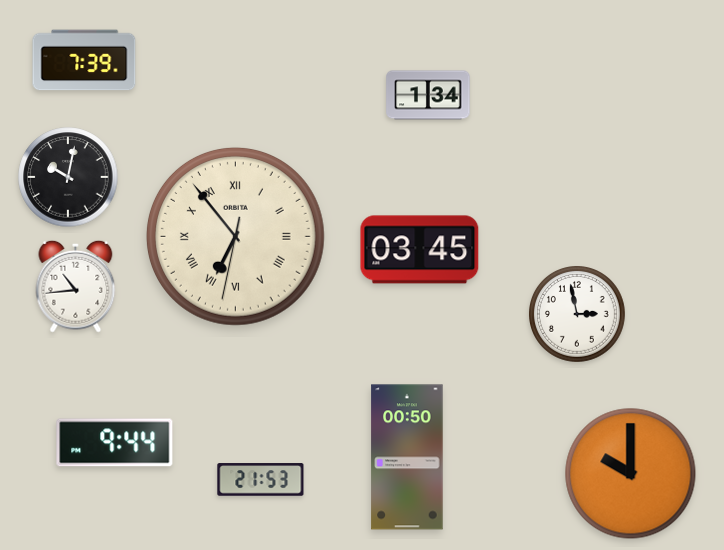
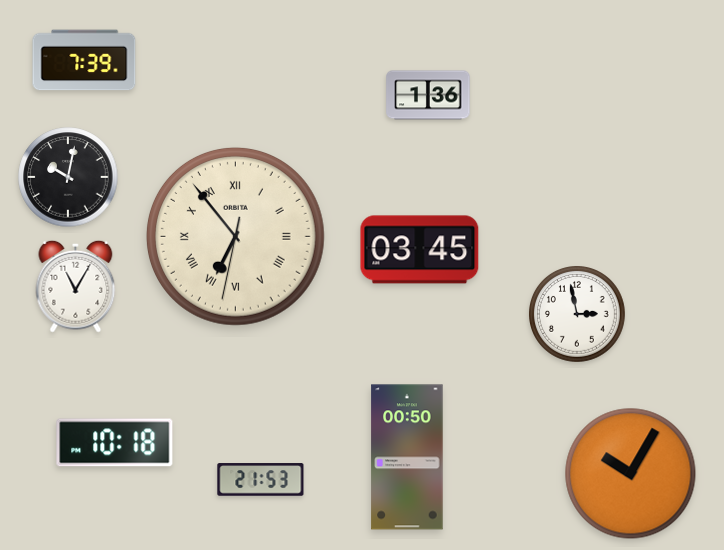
clock at (428, 95): 1:34 -> 1:36
clock at (76, 286): 10:44 -> 11:05
clock at (115, 443): 9:44 -> 10:18
clock at (631, 474): 10:00 -> 10:05
